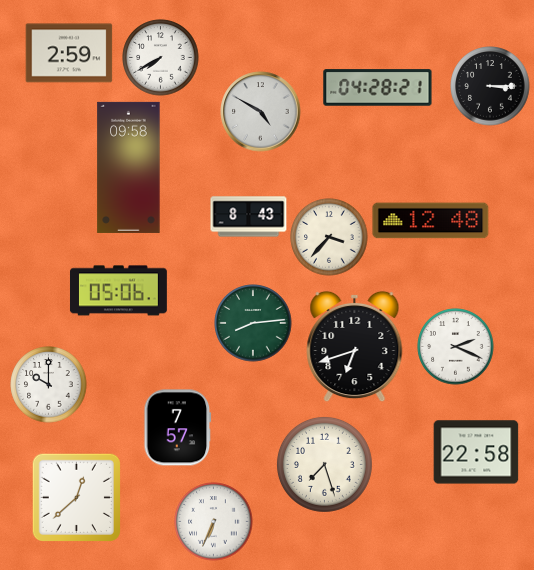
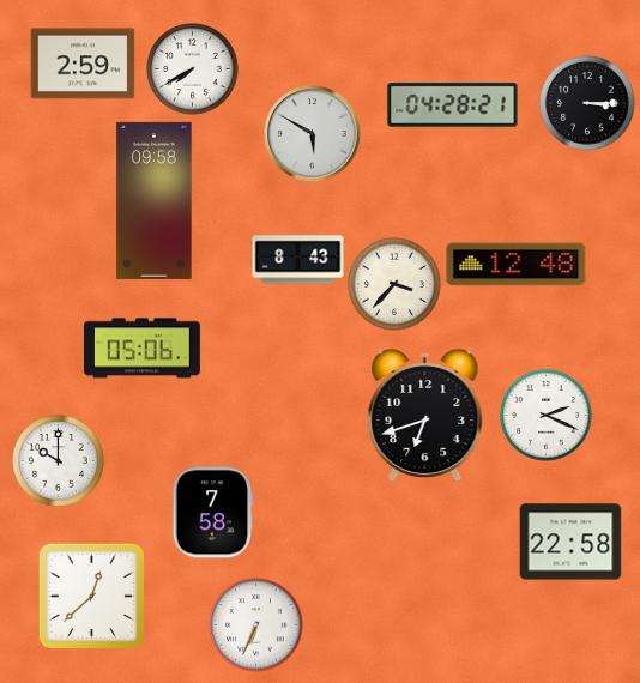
clock at (261, 112): 4:50 -> 5:50
clock at (253, 323): 8:14 -> none
clock at (178, 428): 7:57 -> 7:58
clock at (324, 464): 7:27 -> none
